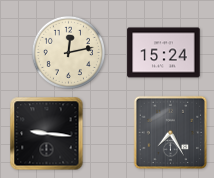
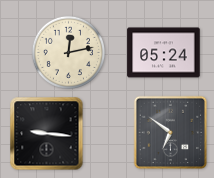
clock at (164, 53): 15:24 -> 05:24
clock at (171, 133): 7:25 -> 6:51
